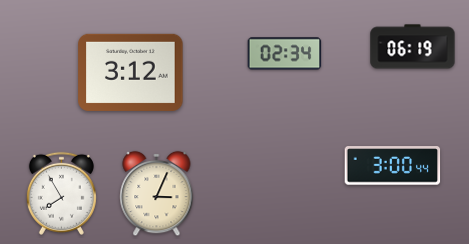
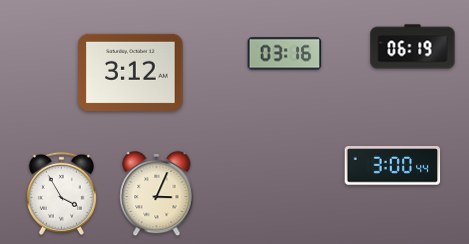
clock at (285, 54): 02:34 -> 03:16
clock at (61, 193): 7:55 -> 3:55
